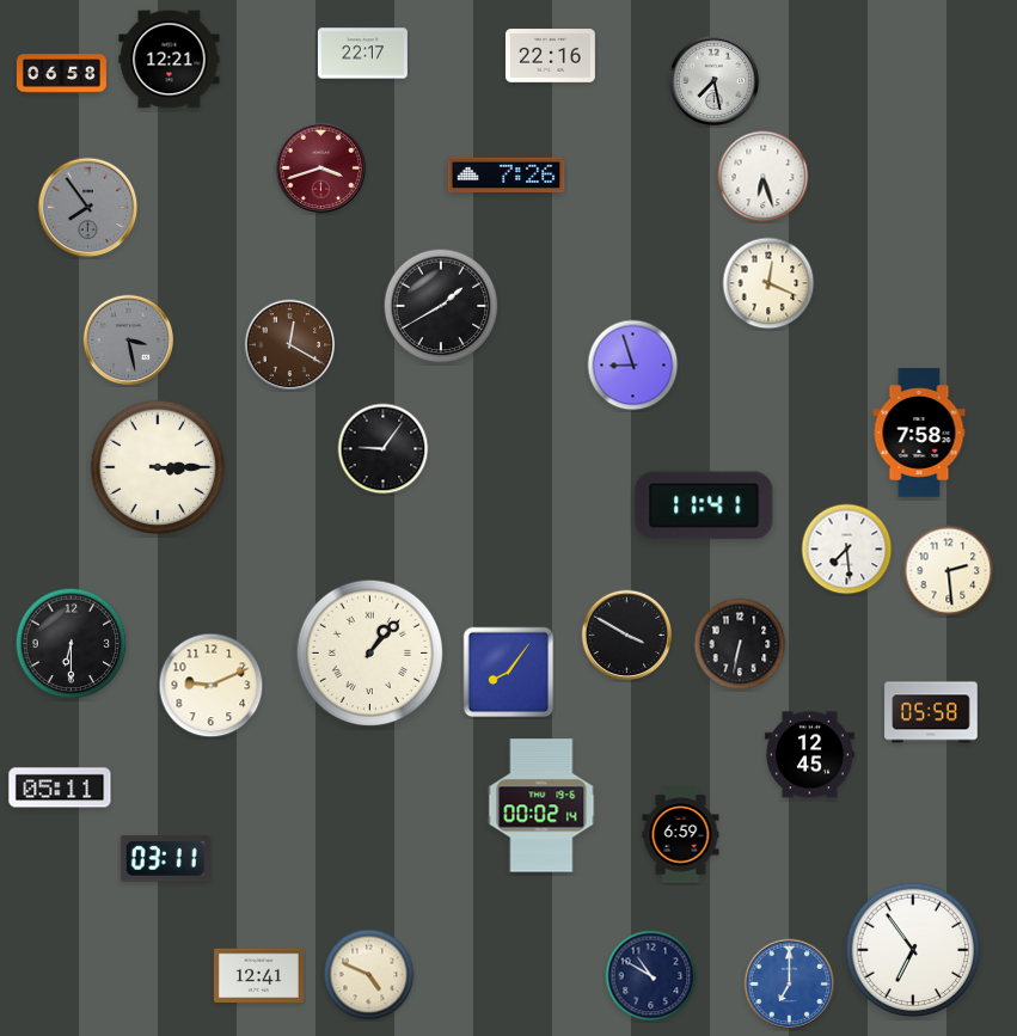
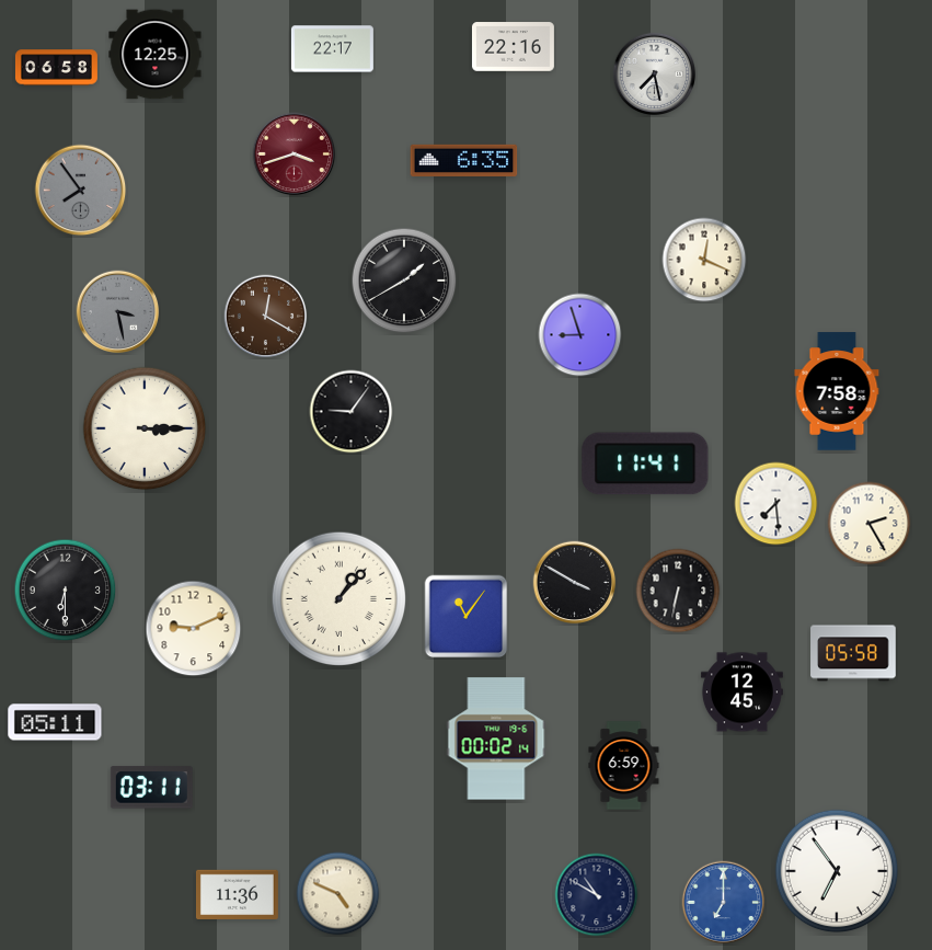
clock at (550, 56) position: (550, 56) -> (513, 47)
clock at (170, 60): 12:21 -> 12:25
clock at (507, 174): 7:26 -> 6:35
clock at (764, 177): 6:27 -> none
clock at (919, 433) position: (919, 433) -> (837, 391)
clock at (949, 571): 2:29 -> 2:25
clock at (509, 673): 8:06 -> 11:06
clock at (258, 975): 12:41 -> 11:36
